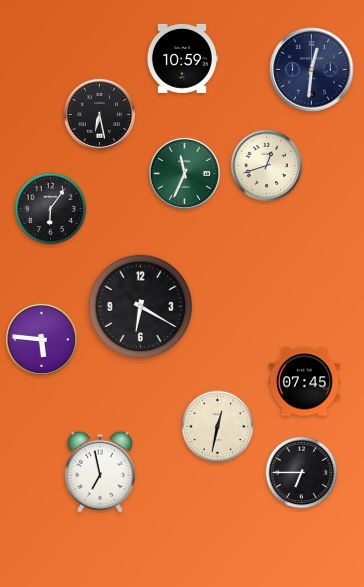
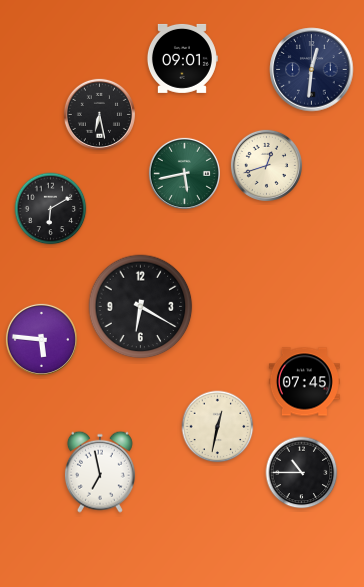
clock at (182, 58): 10:59 -> 09:01
clock at (184, 173): 11:34 -> 5:43
clock at (51, 209): 6:06 -> 6:10
clock at (302, 473): 6:45 -> 10:45
